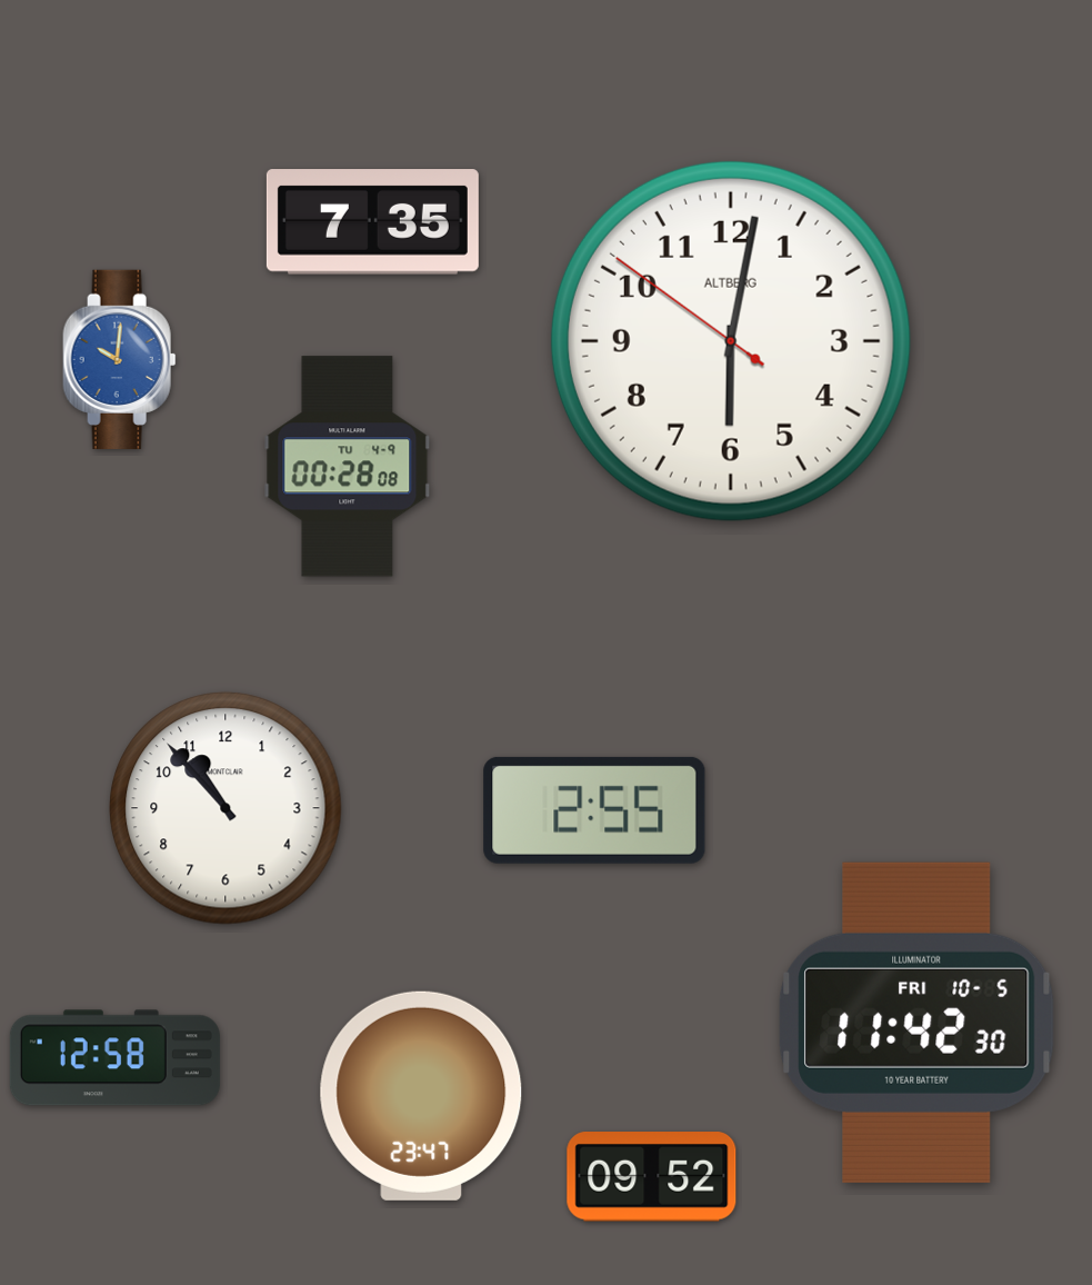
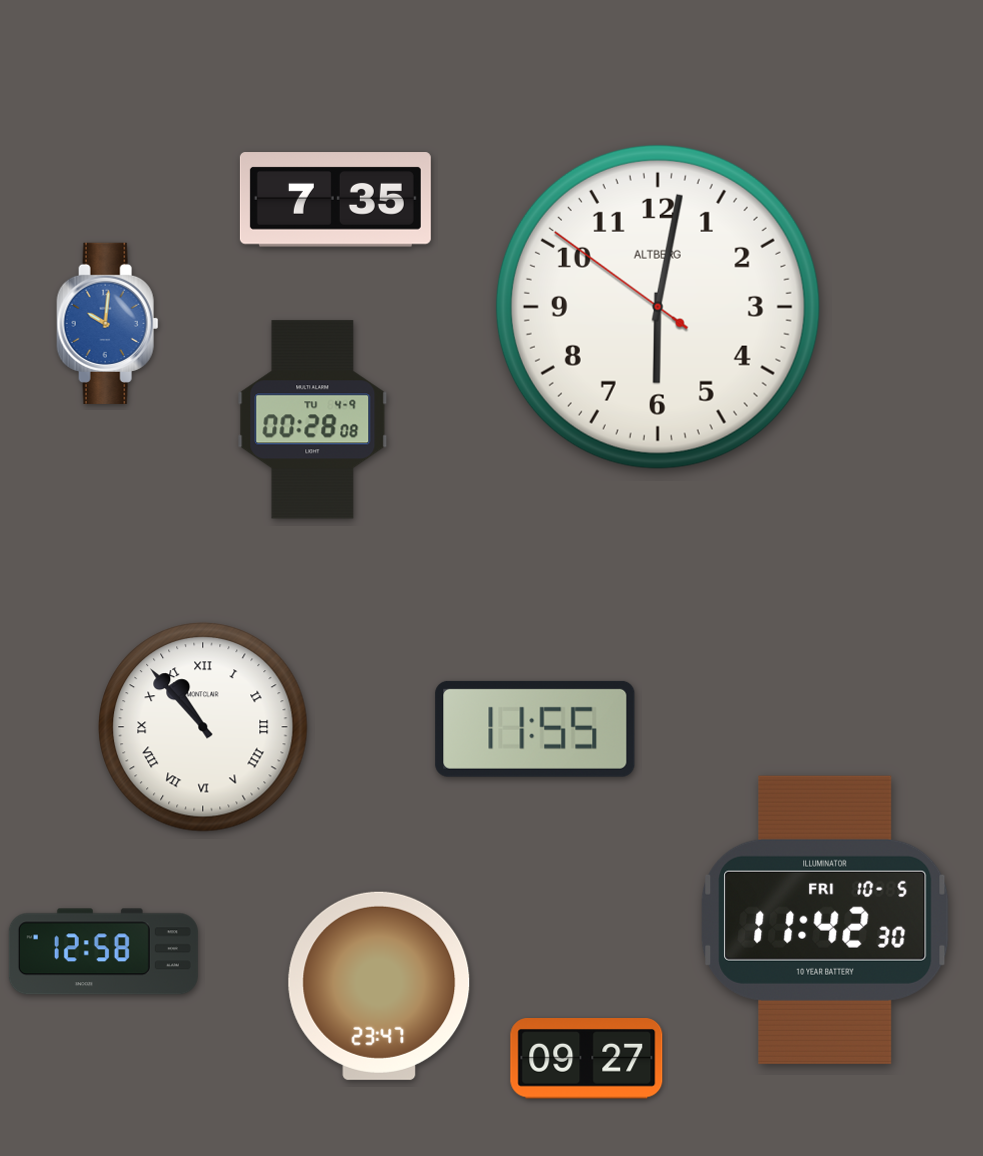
clock at (226, 808) numerals: Arabic -> Roman
clock at (594, 810): 2:55 -> 11:55
clock at (652, 1177): 09:52 -> 09:27
